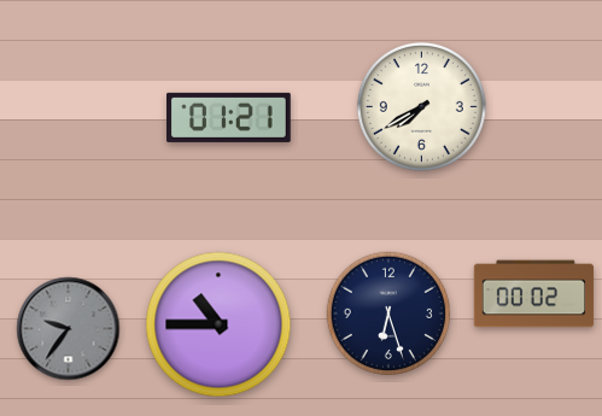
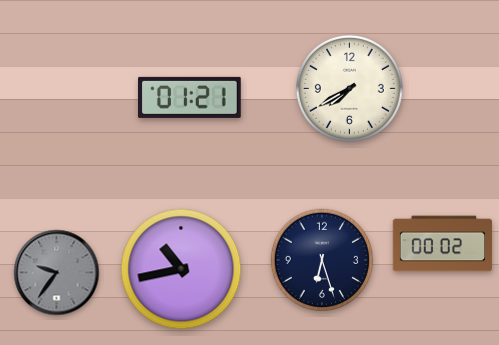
clock at (218, 324): 10:45 -> 10:43
